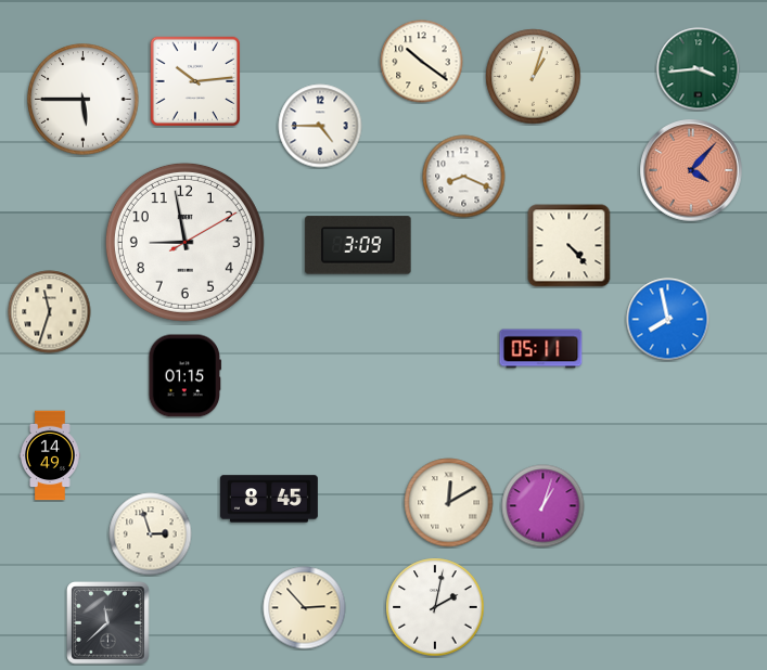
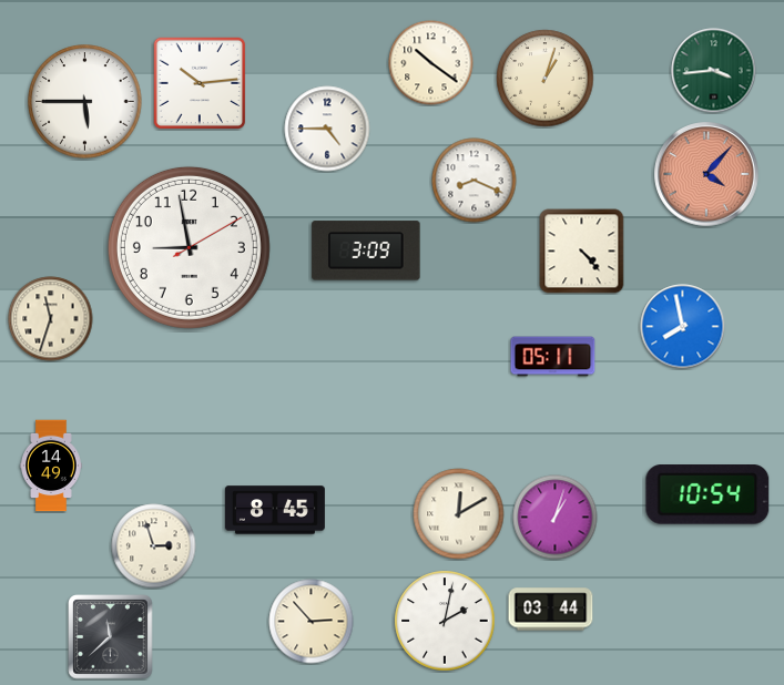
clock at (186, 376): 01:15 -> none
clock at (707, 495): none -> 10:54
clock at (551, 610): none -> 03:44
